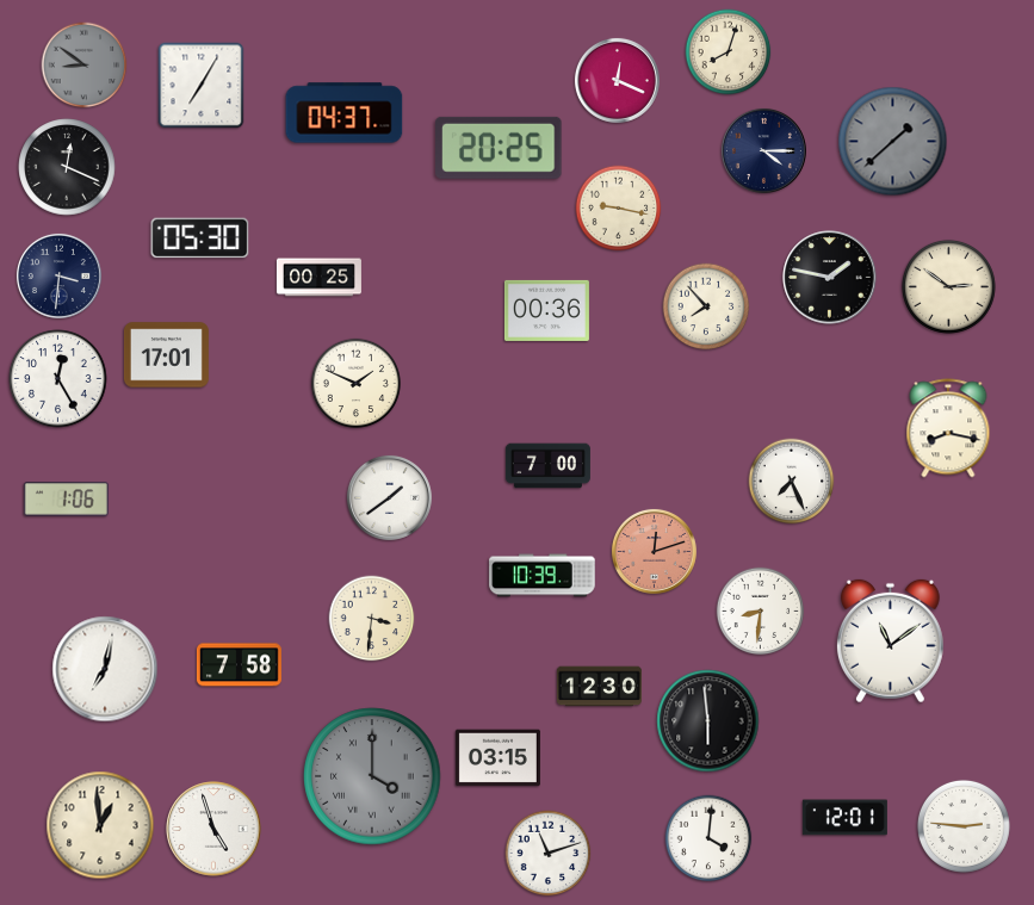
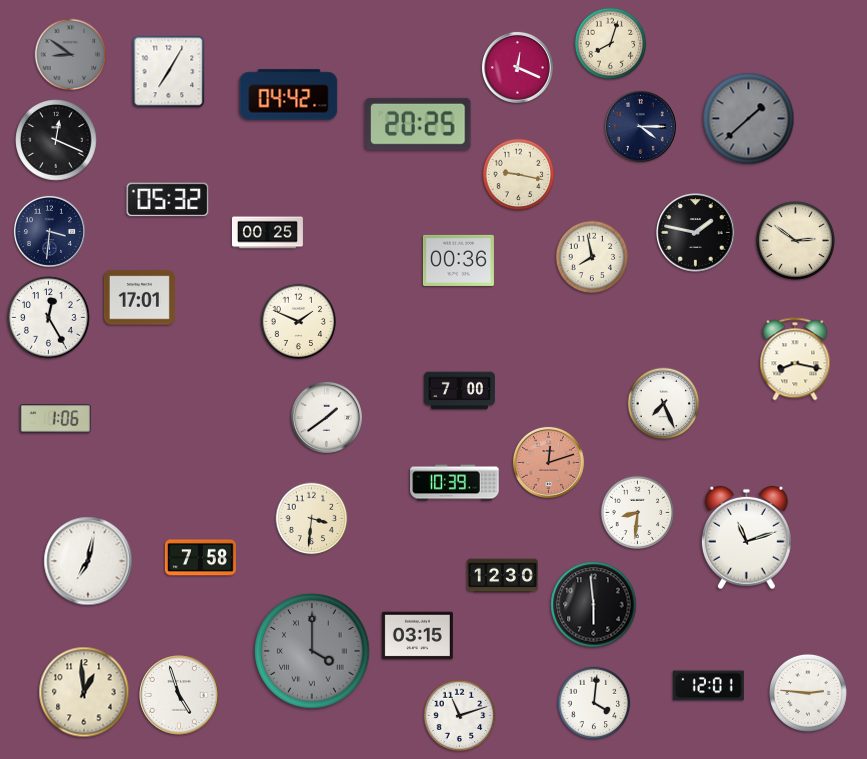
clock at (345, 113): 04:37 -> 04:42
clock at (200, 238): 05:30 -> 05:32
clock at (706, 306): 7:53 -> 7:58
clock at (890, 641): 11:09 -> 11:12
